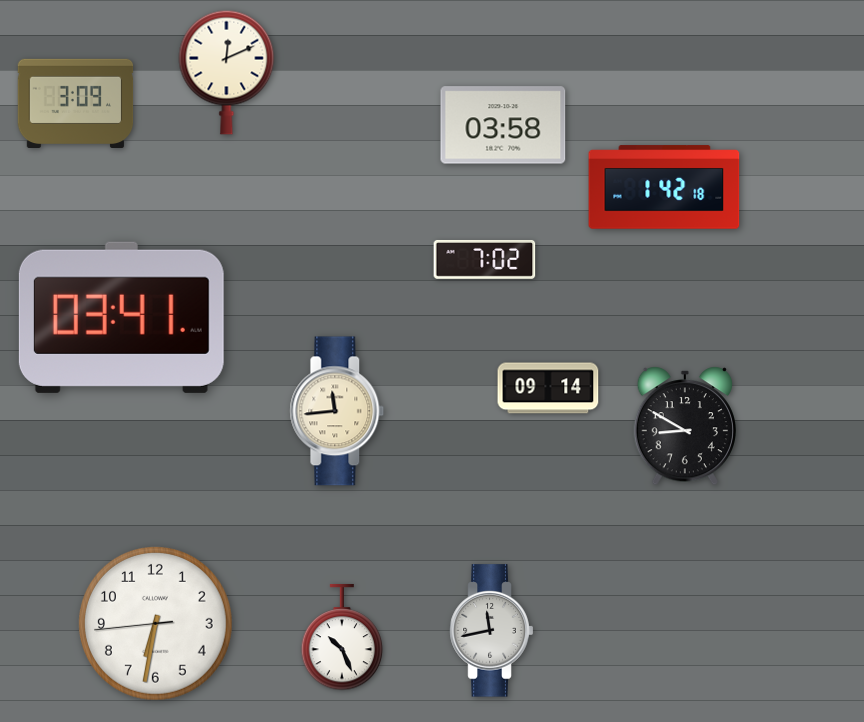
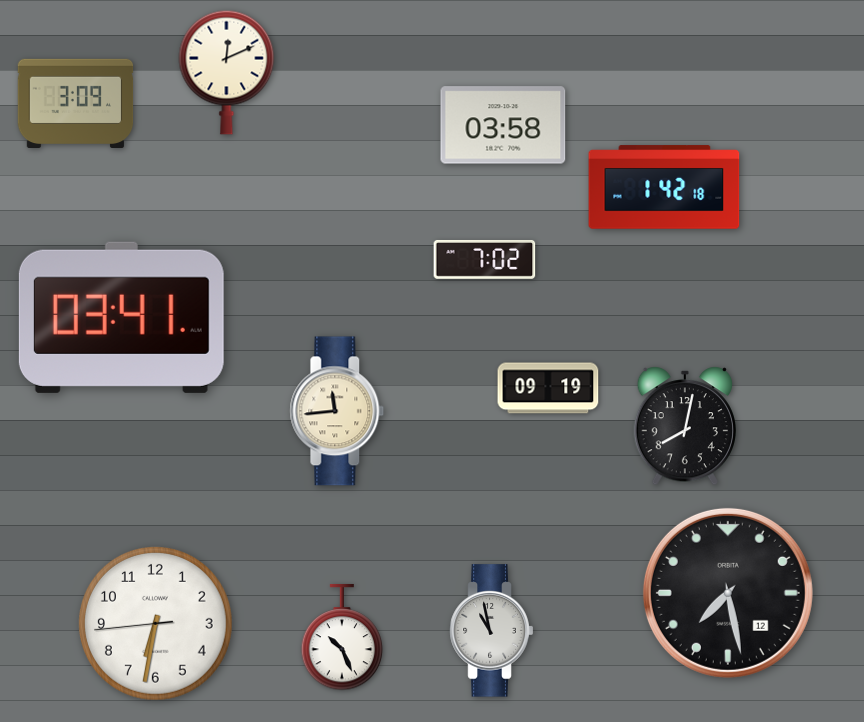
clock at (548, 388): 09:14 -> 09:19
clock at (685, 426): 8:50 -> 8:02
clock at (728, 593): none -> 7:28
clock at (492, 631): 11:43 -> 10:58
